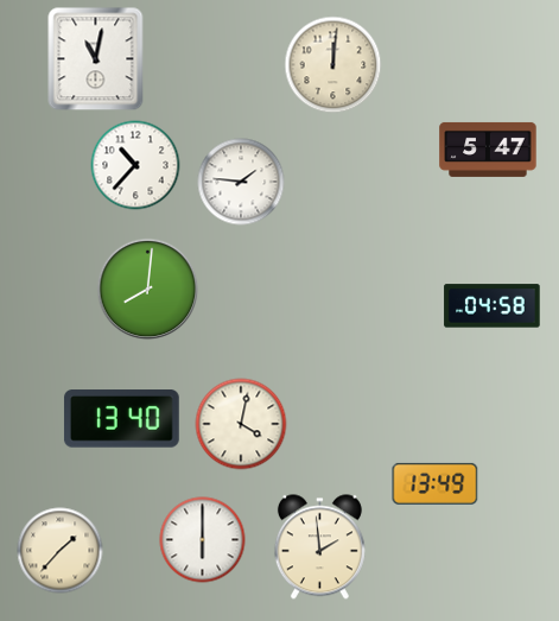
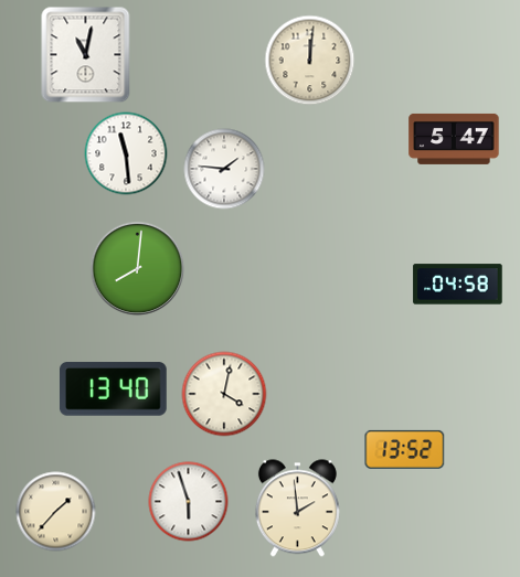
clock at (96, 59) position: (96, 59) -> (86, 55)
clock at (135, 165): 10:37 -> 11:29
clock at (436, 483): 13:49 -> 13:52
clock at (203, 540): 6:00 -> 5:57
